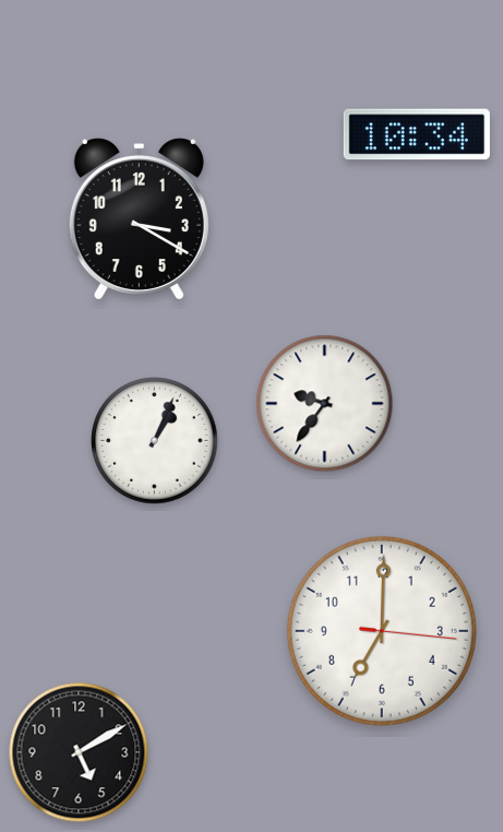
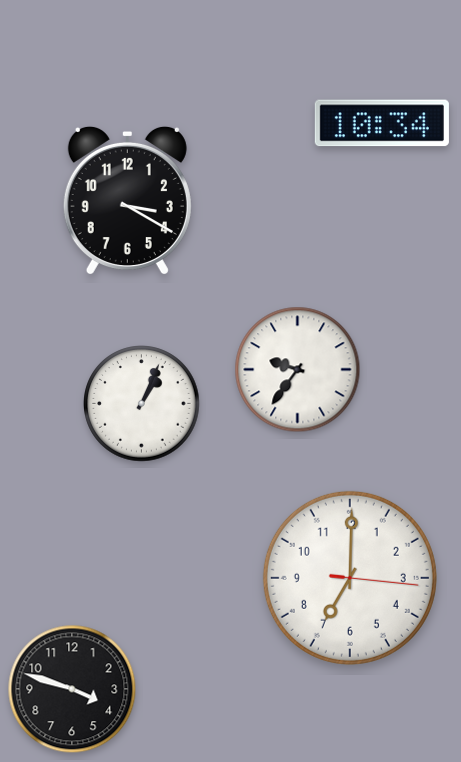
clock at (79, 752): 5:10 -> 3:48
